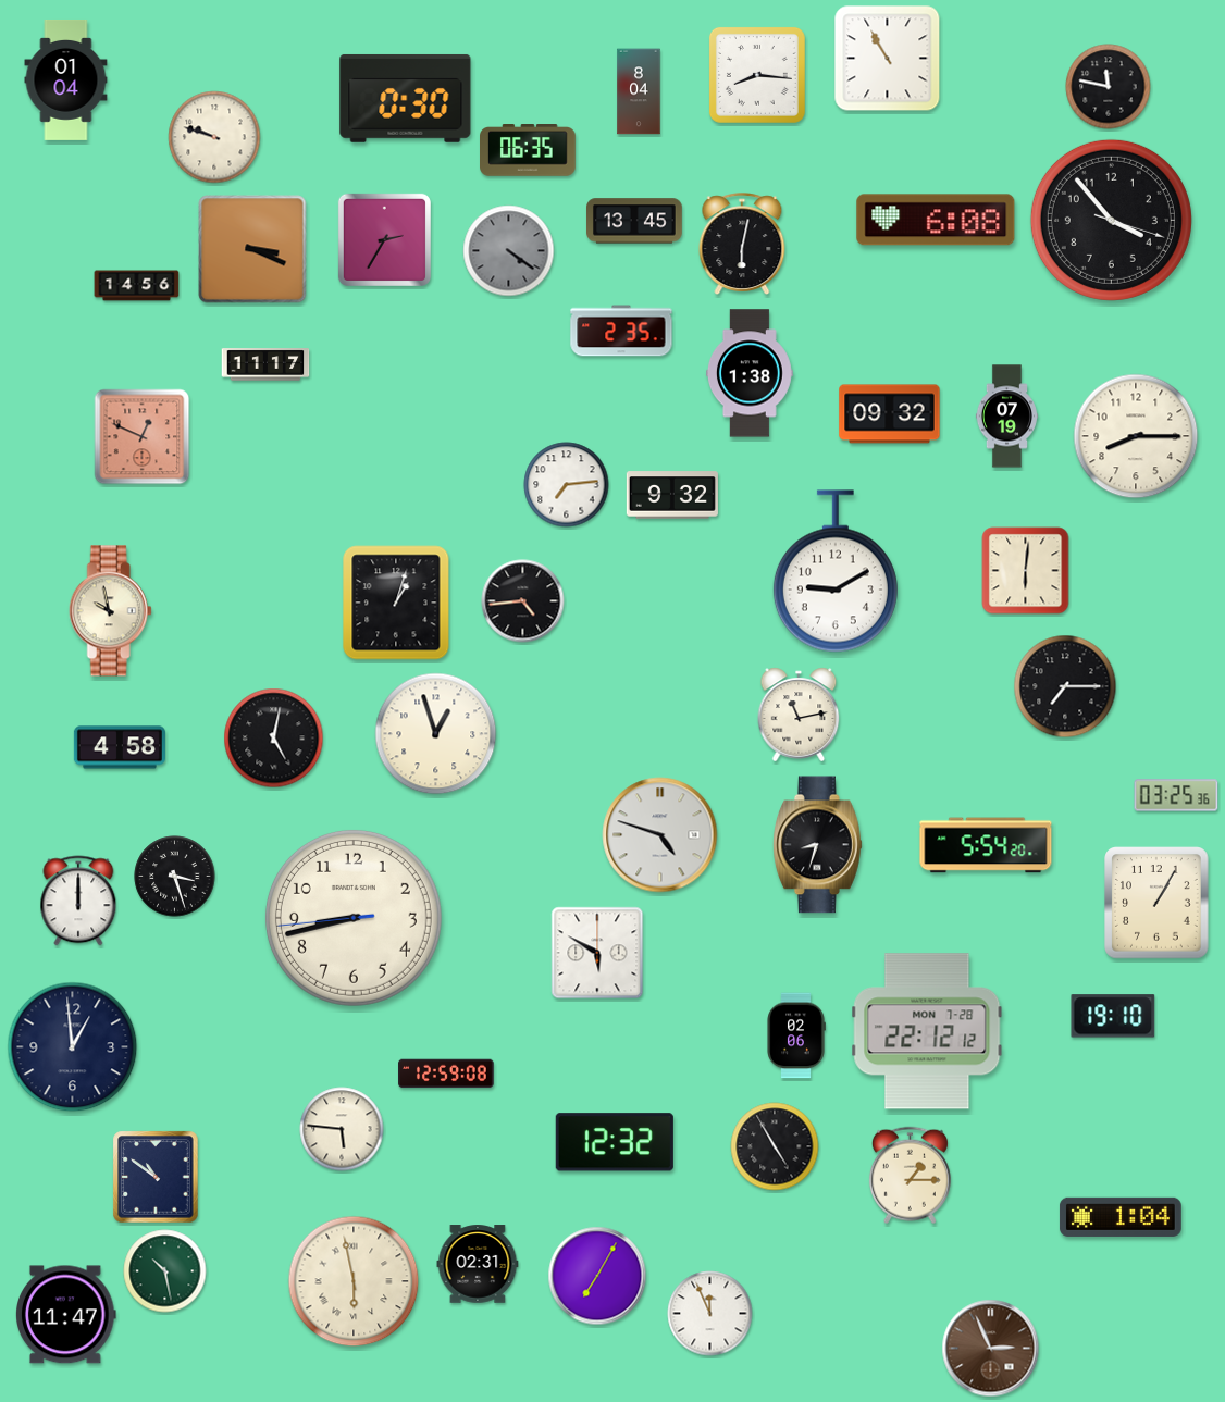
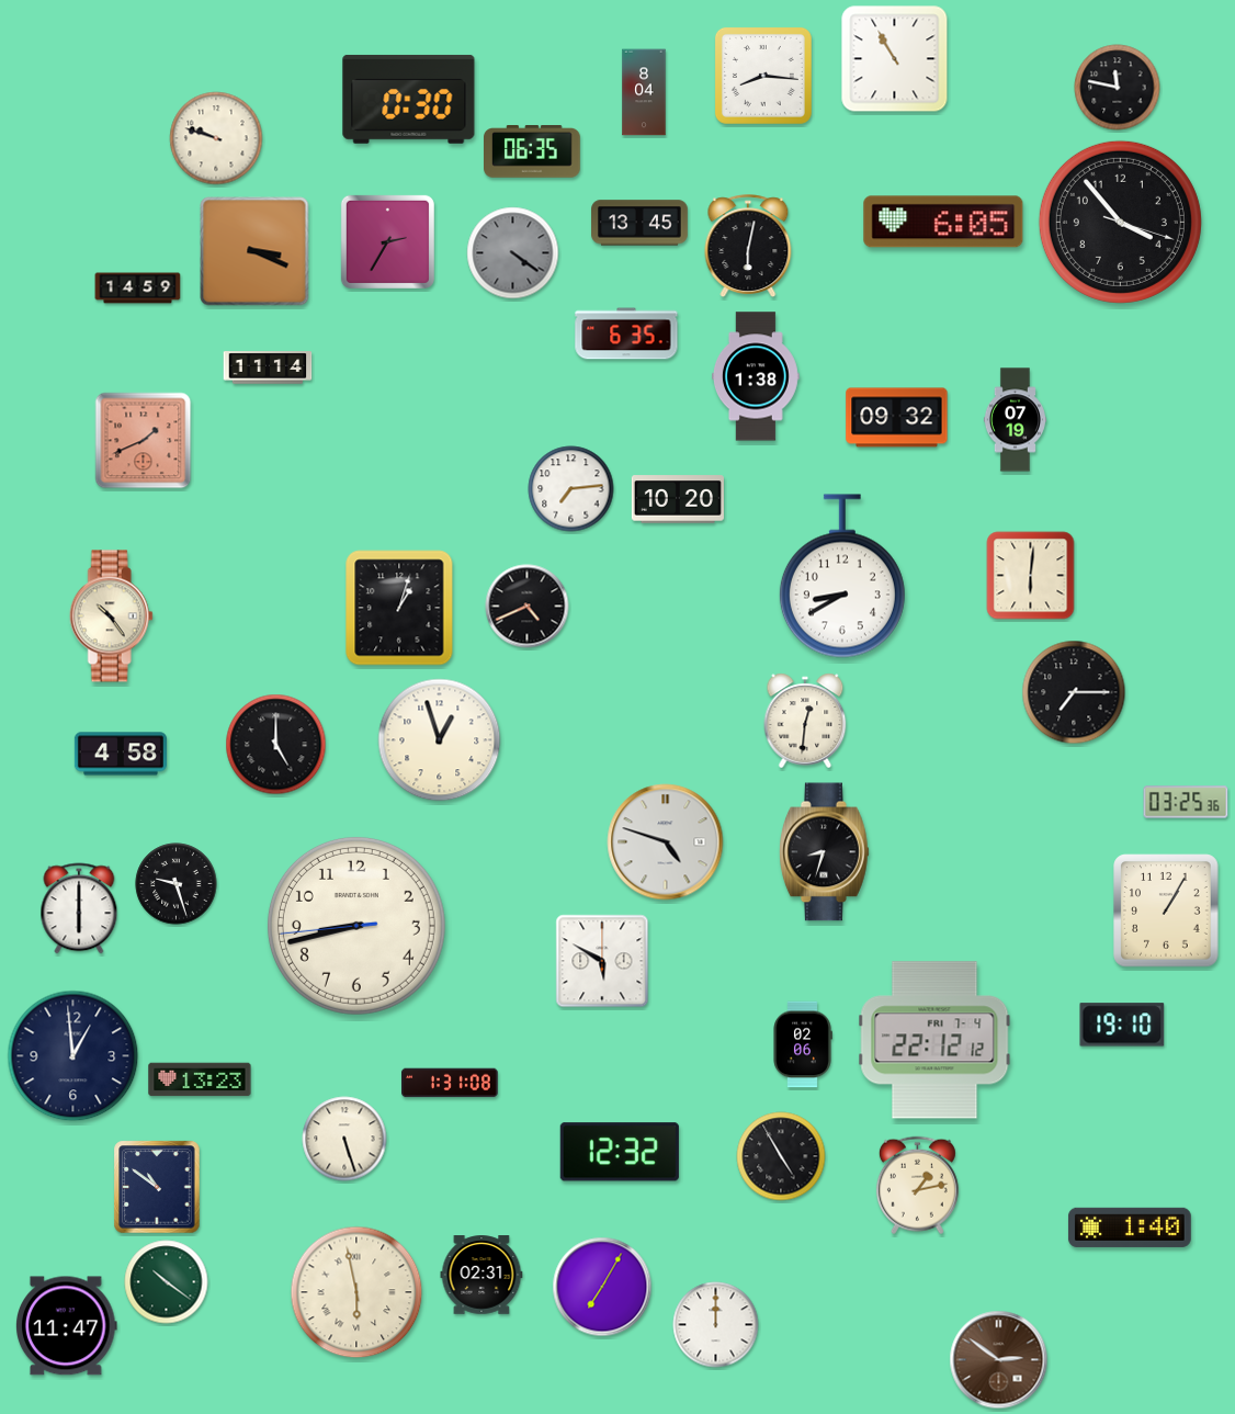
clock at (66, 79): 01:04 -> none
clock at (936, 220): 6:08 -> 6:05
clock at (137, 286): 14:56 -> 14:59
clock at (621, 331): 2:35 -> 6:35
clock at (265, 364): 11:17 -> 11:14
clock at (1136, 436): 8:15 -> none
clock at (143, 437): 12:49 -> 1:41
clock at (672, 495): 9:32 -> 10:20
clock at (836, 571): 9:10 -> 8:40
clock at (1026, 571) position: (1026, 571) -> (1031, 576)
clock at (523, 601): 4:44 -> 4:41
clock at (110, 611): 9:58 -> 10:24
clock at (799, 715): 11:13 -> 12:31
clock at (274, 739): 5:02 -> 5:00
clock at (986, 845): 5:54 -> none
clock at (175, 877): 3:27 -> 9:27
clock at (78, 901): 12:00 -> 6:00
clock at (927, 1031) date: MON 7-28 -> FRI 7-4
clock at (200, 1079): none -> 13:23
clock at (447, 1074): 12:59 -> 1:31
clock at (342, 1129): 5:46 -> 5:27
clock at (910, 1176): 1:15 -> 1:13
clock at (1121, 1217): 1:04 -> 1:40
clock at (165, 1271): 10:28 -> 10:21
clock at (710, 1314): 11:56 -> 12:00
clock at (991, 1349): 2:56 -> 2:51
